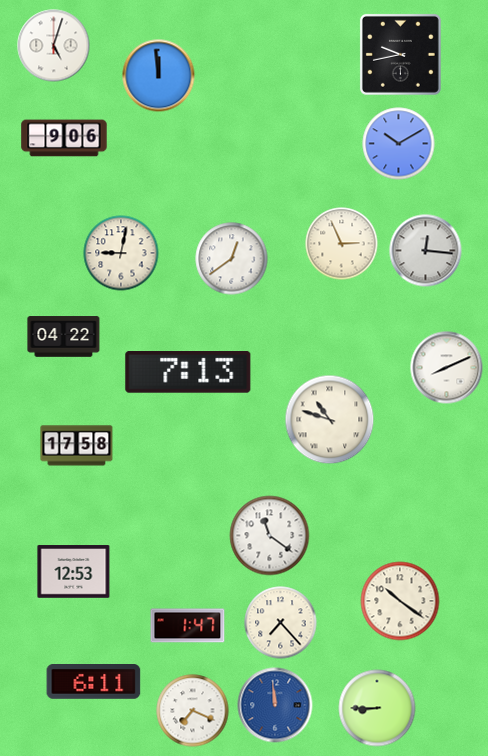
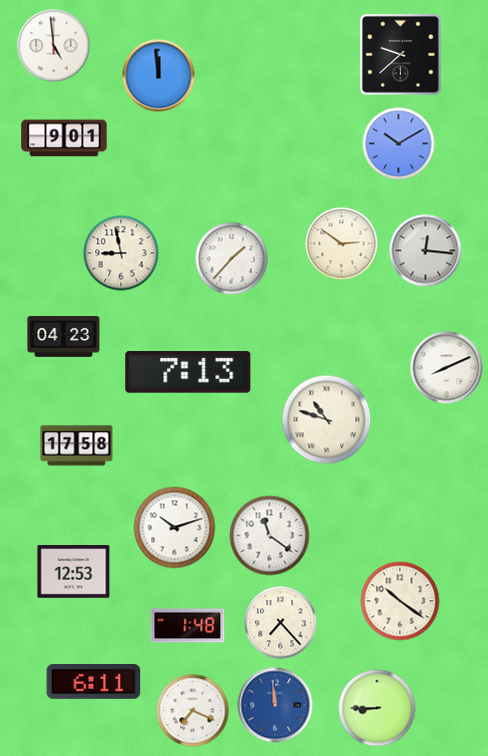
clock at (54, 46): 5:03 -> 4:59
clock at (400, 54): 9:43 -> 9:38
clock at (64, 138): 9:06 -> 9:01
clock at (342, 244): 2:56 -> 2:51
clock at (121, 253): 9:02 -> 8:58
clock at (232, 259): 12:39 -> 1:37
clock at (64, 337): 04:22 -> 04:23
clock at (330, 420) position: (330, 420) -> (327, 420)
clock at (175, 528): none -> 10:12
clock at (188, 626): 1:47 -> 1:48
